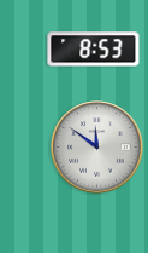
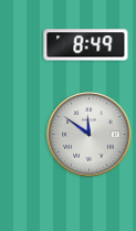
clock at (94, 50): 8:53 -> 8:49
